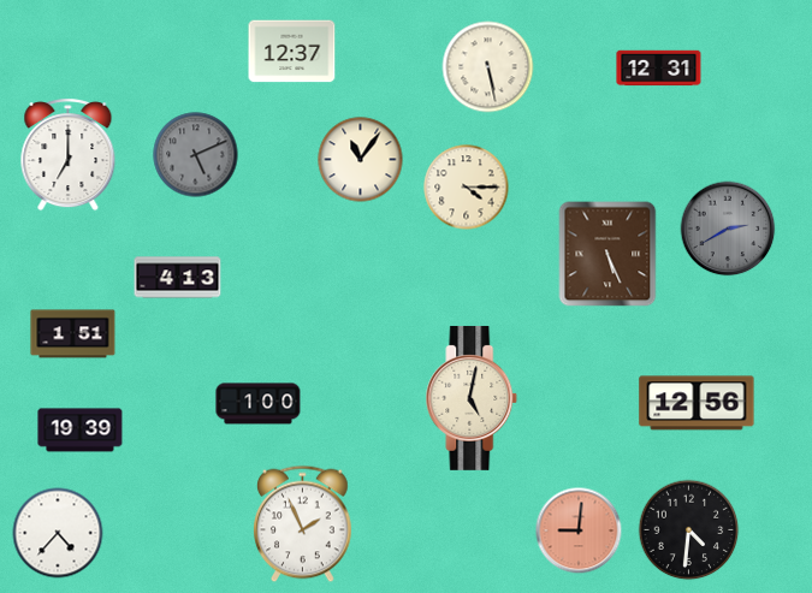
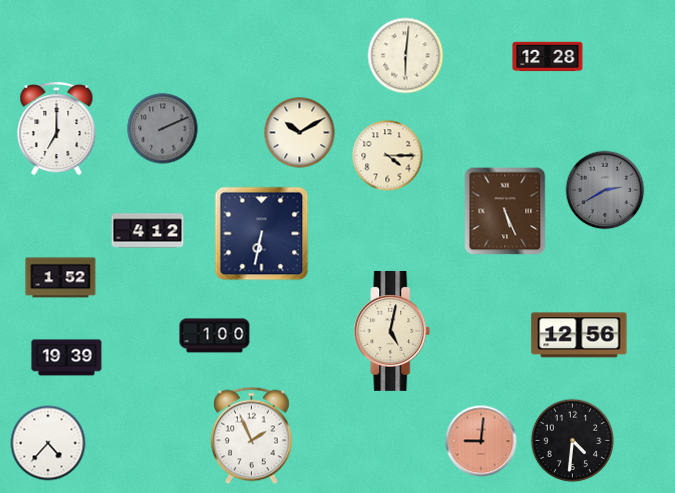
clock at (292, 52): 12:37 -> none
clock at (488, 67): 5:28 -> 6:01
clock at (659, 69): 12:31 -> 12:28
clock at (196, 155): 5:11 -> 2:11
clock at (361, 160): 11:06 -> 10:10
clock at (178, 278): 4:13 -> 4:12
clock at (262, 234): none -> 6:32
clock at (73, 334): 1:51 -> 1:52
